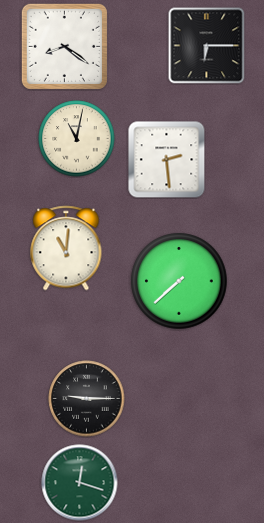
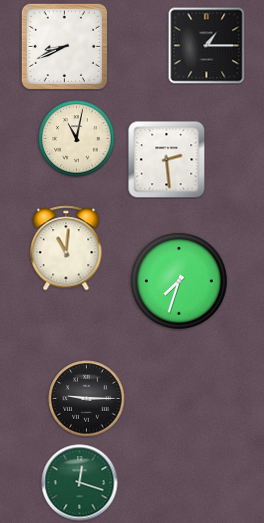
clock at (64, 46): 8:21 -> 8:41
clock at (207, 46): 6:15 -> 1:15
clock at (179, 281): 7:38 -> 7:33
